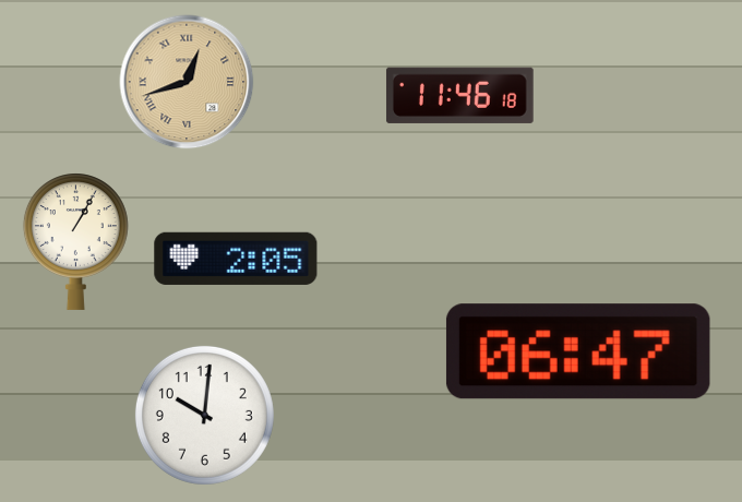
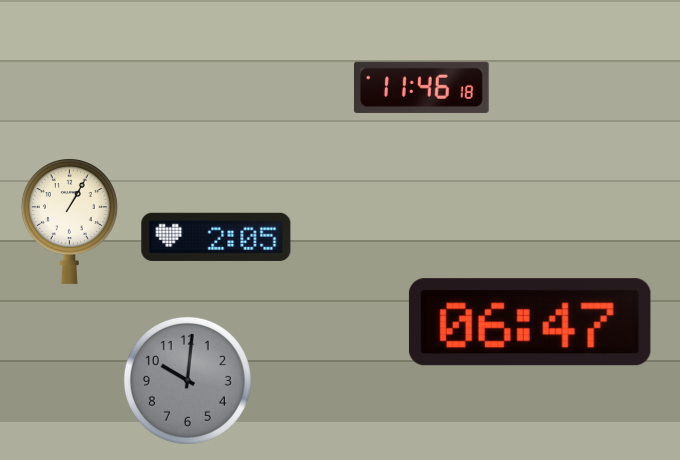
clock at (187, 82): 12:42 -> none
clock at (204, 415) dial: white -> grey
